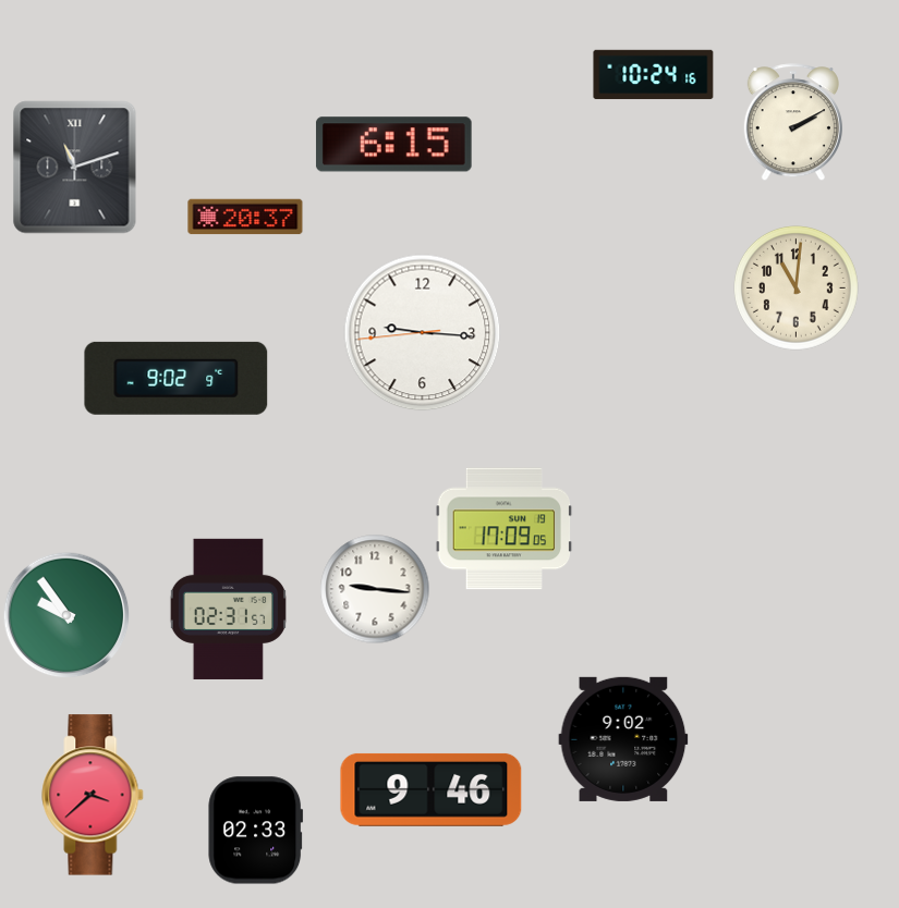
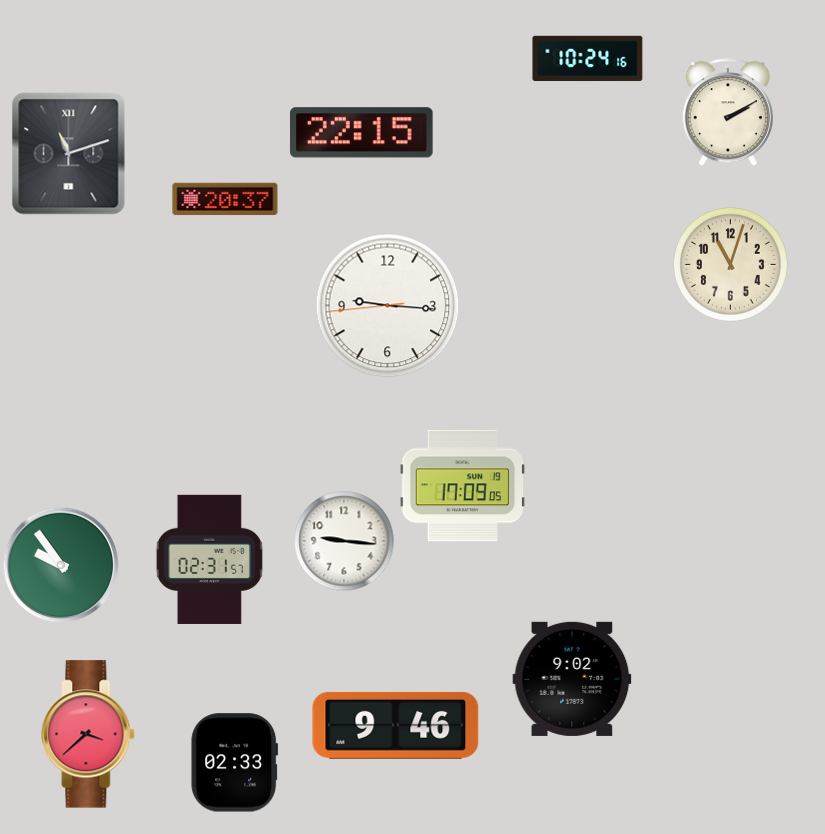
clock at (654, 75) position: (654, 75) -> (588, 59)
clock at (393, 145): 6:15 -> 22:15
clock at (795, 287): 11:01 -> 11:03
clock at (177, 378): 9:02 -> none
clock at (93, 795) position: (93, 795) -> (88, 734)
